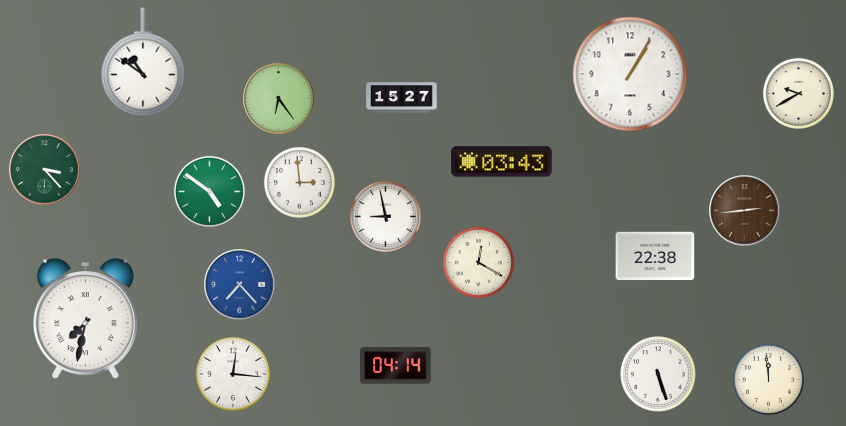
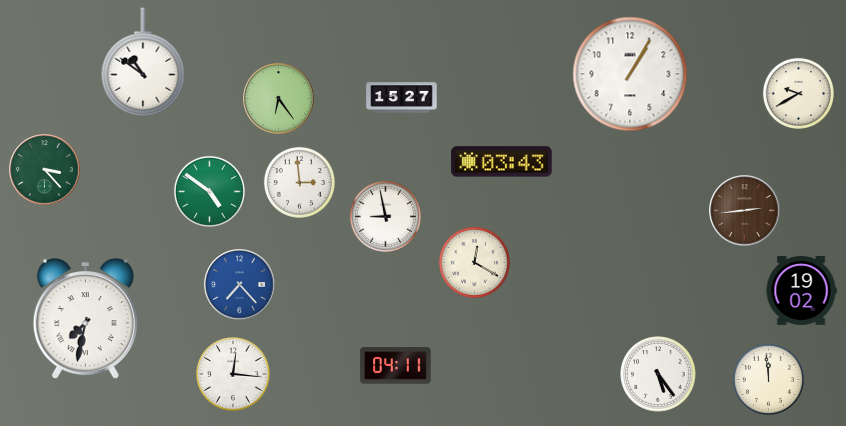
clock at (655, 256): 22:38 -> none
clock at (478, 262) position: (478, 262) -> (474, 262)
clock at (801, 291): none -> 19:02
clock at (396, 366): 04:14 -> 04:11
clock at (658, 374): 5:27 -> 5:24
